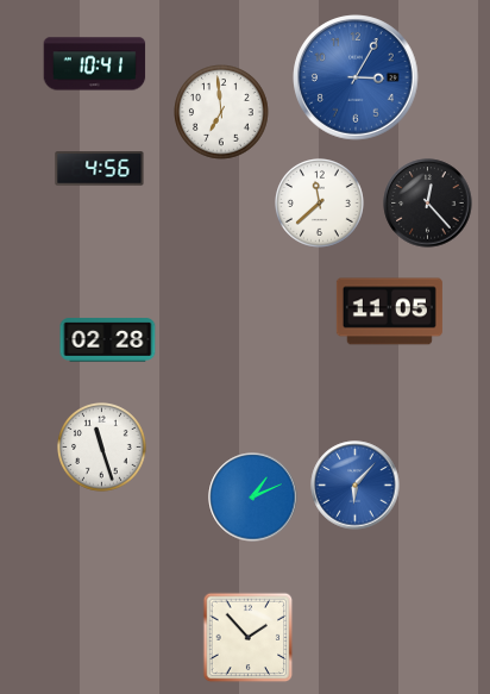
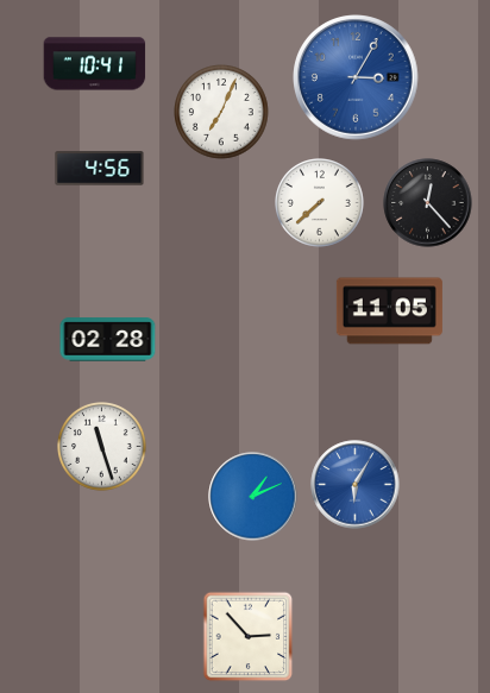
clock at (221, 112): 6:59 -> 7:04
clock at (320, 204): 11:38 -> 7:38
clock at (356, 486): 6:07 -> 6:05
clock at (249, 638): 1:53 -> 2:53
